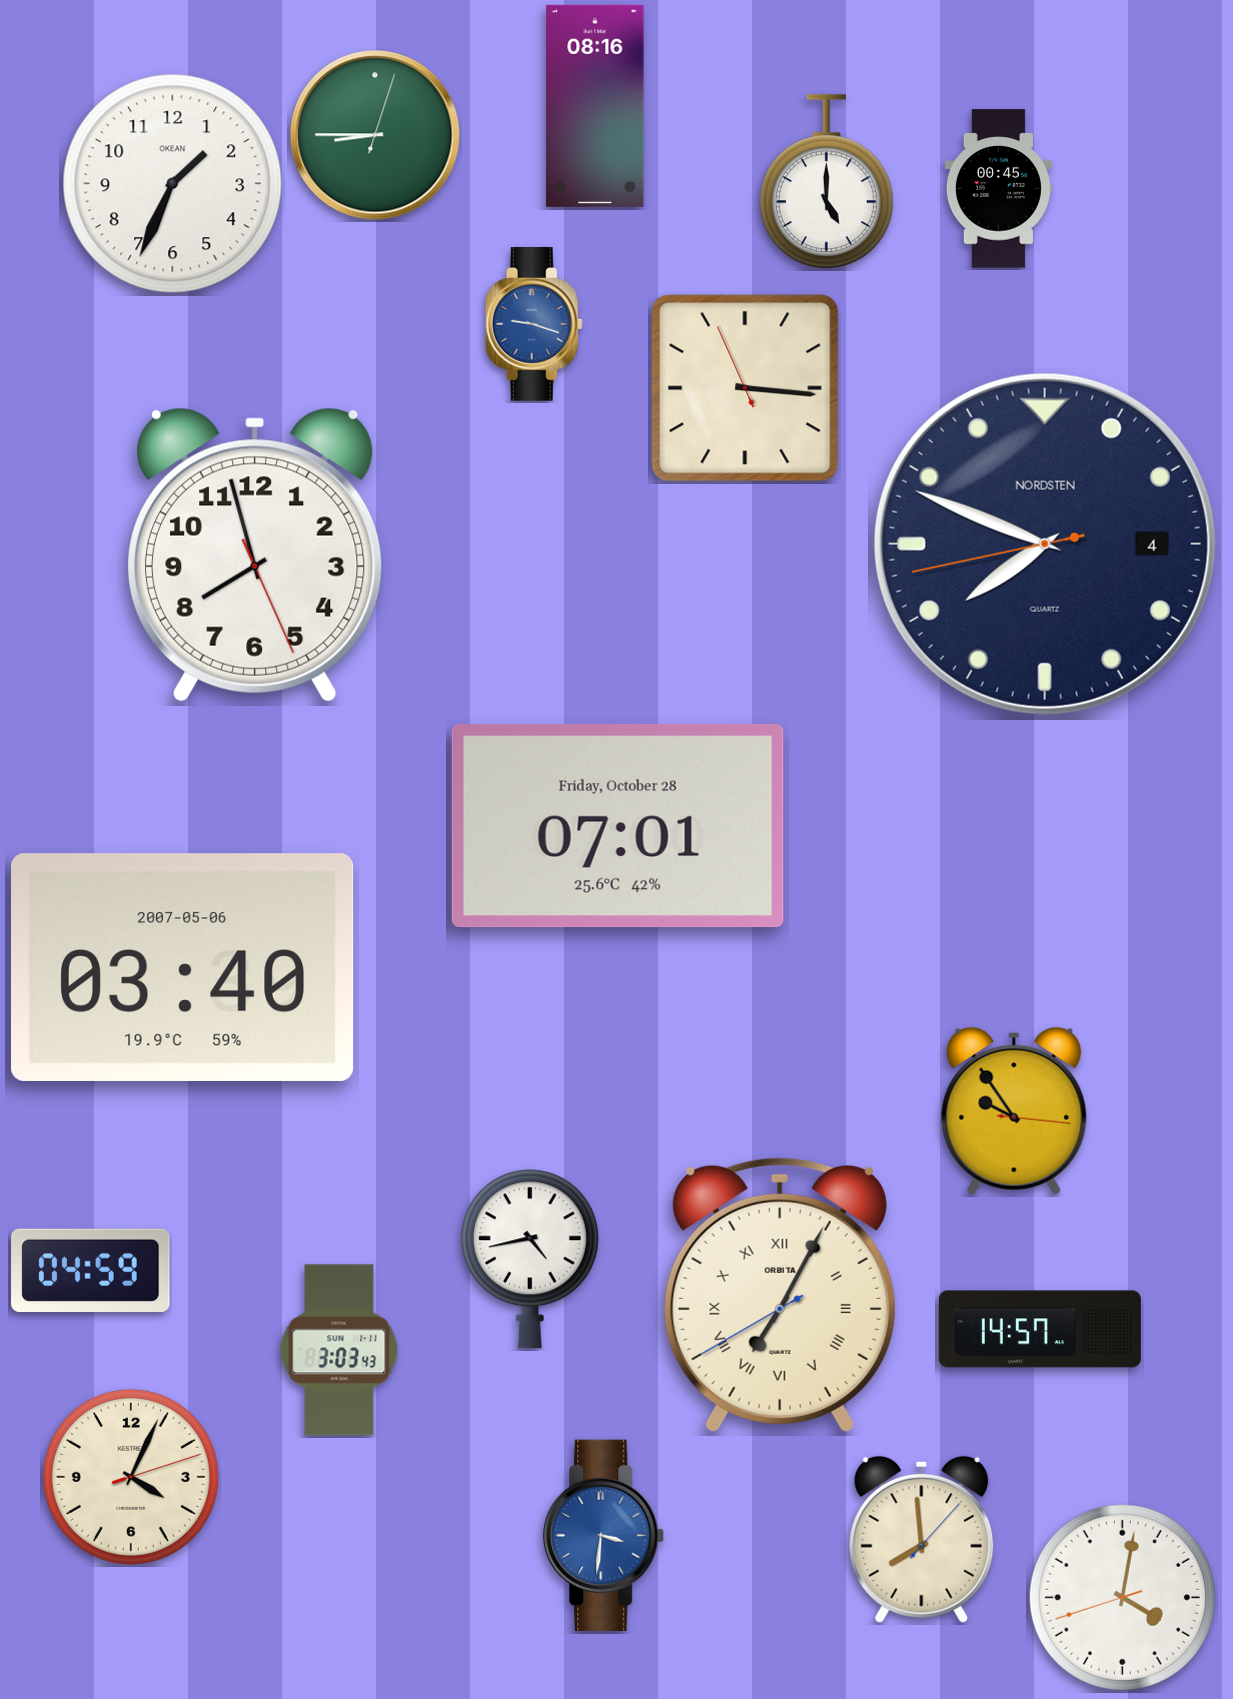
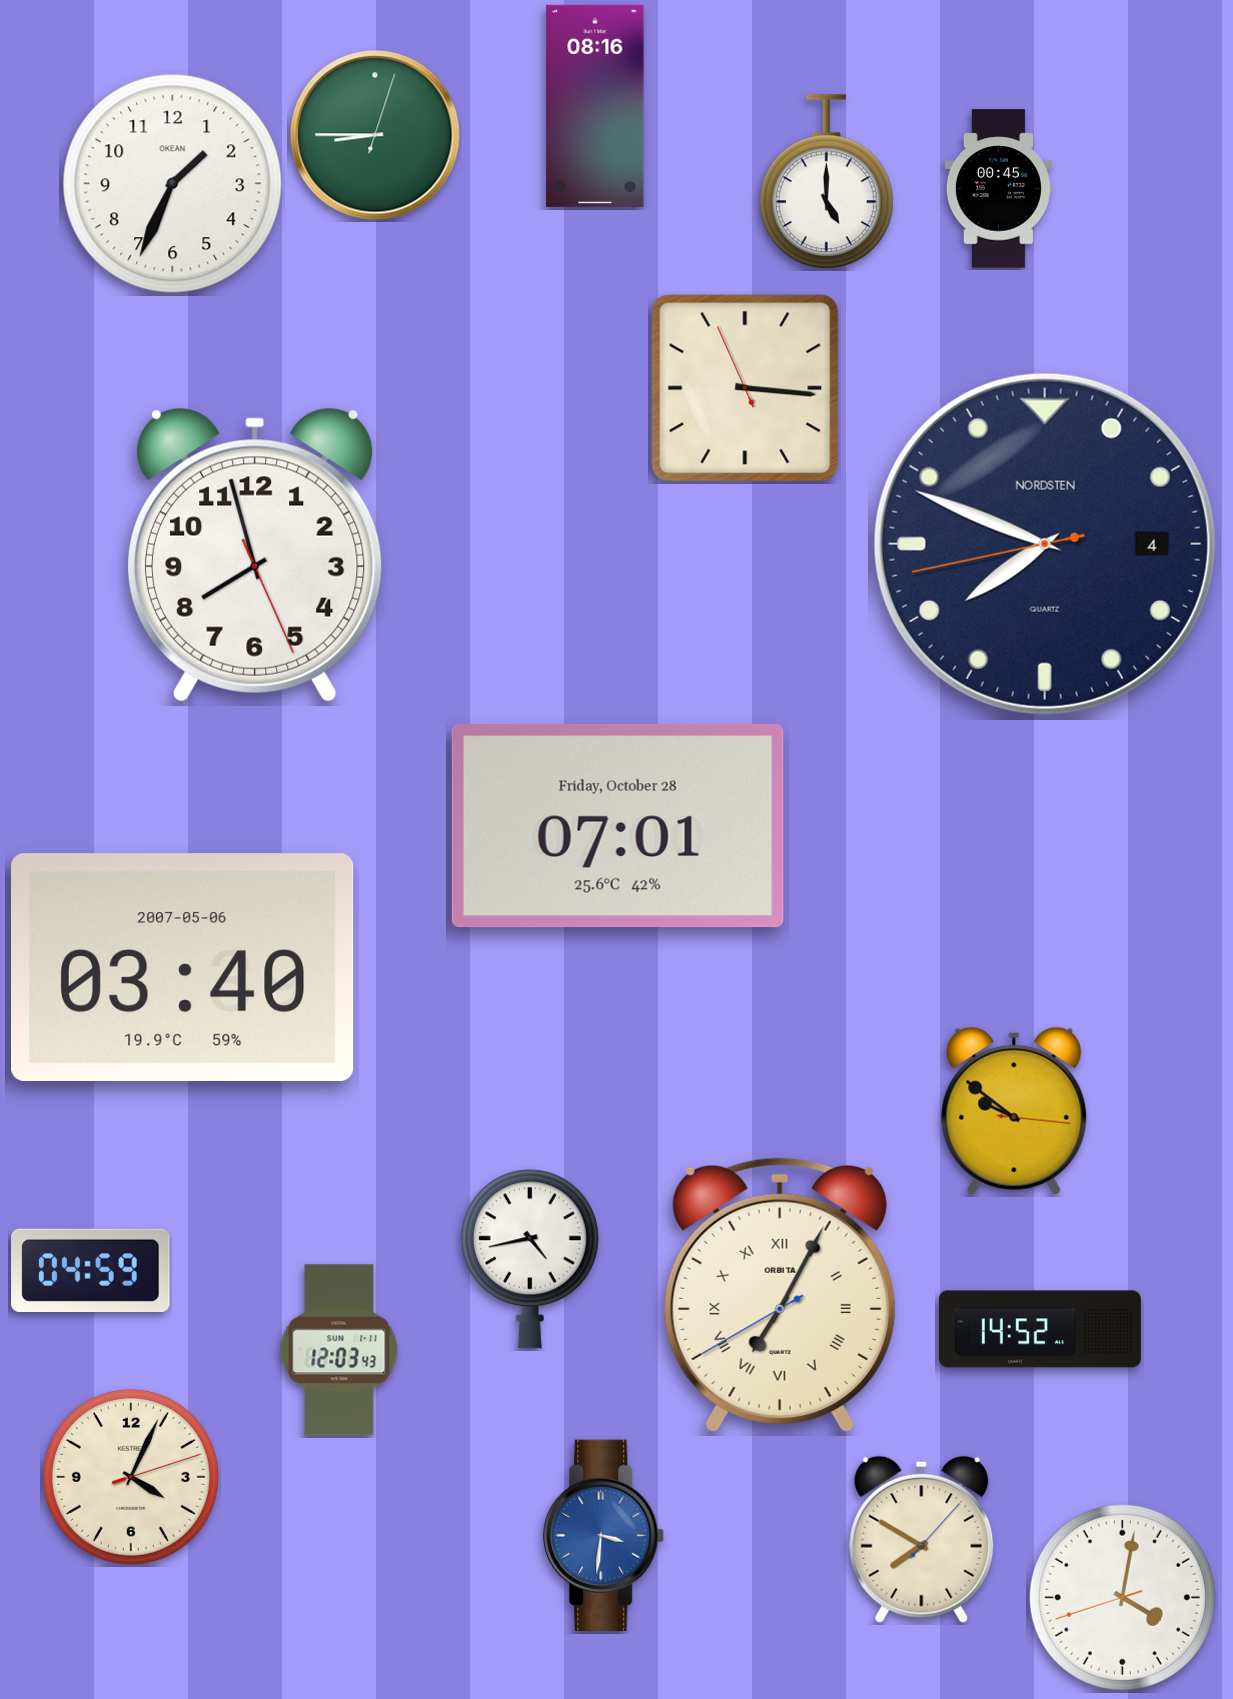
clock at (534, 325): 9:18 -> none
clock at (1014, 1111): 9:54 -> 9:51
clock at (1040, 1329): 14:57 -> 14:52
clock at (339, 1350): 3:03 -> 12:03
clock at (922, 1539): 7:59 -> 7:50
